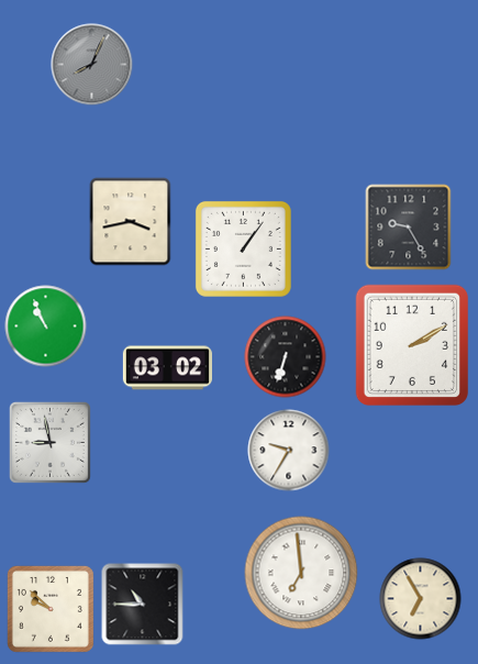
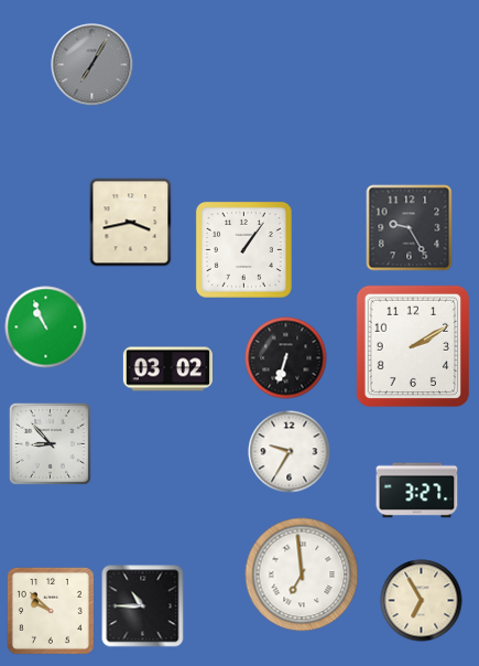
clock at (92, 65): 8:04 -> 7:05
clock at (49, 442): 8:58 -> 8:53
clock at (417, 491): none -> 3:27
